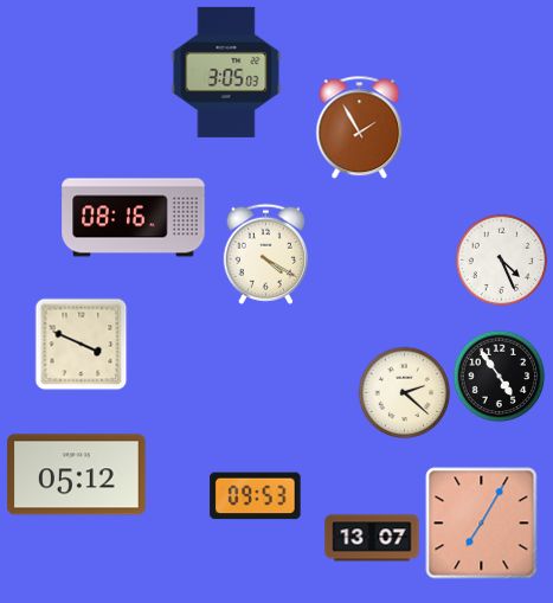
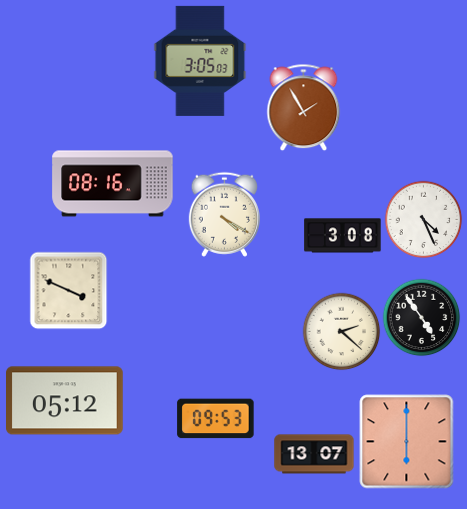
clock at (226, 72) position: (226, 72) -> (200, 61)
clock at (343, 236): none -> 3:08
clock at (482, 524): 7:05 -> 6:00
